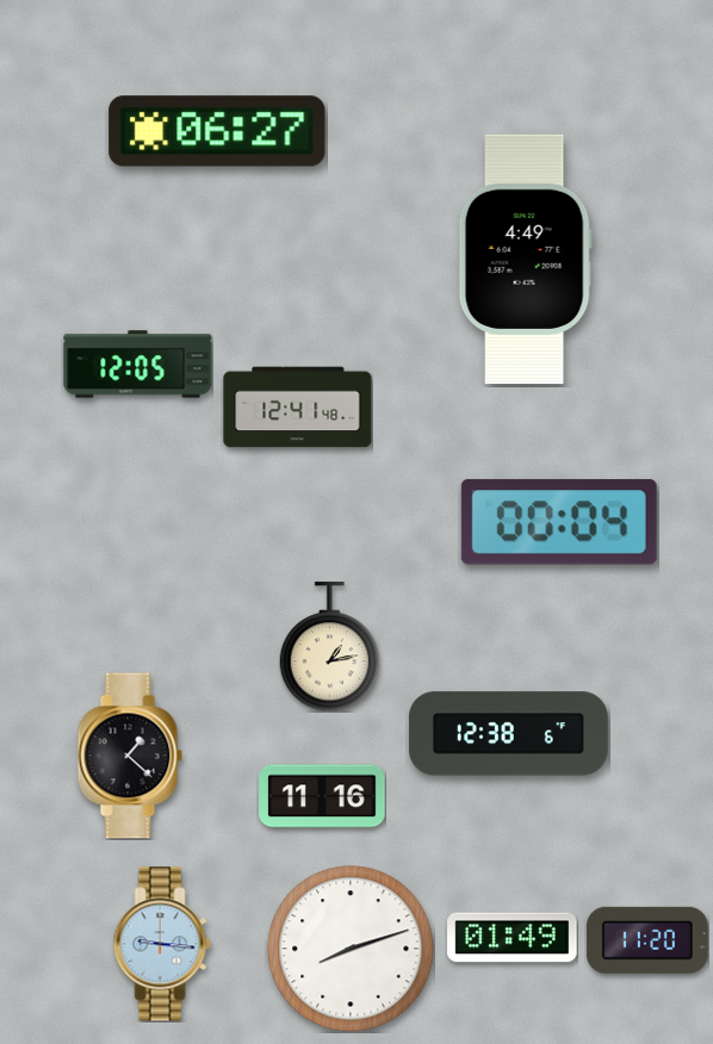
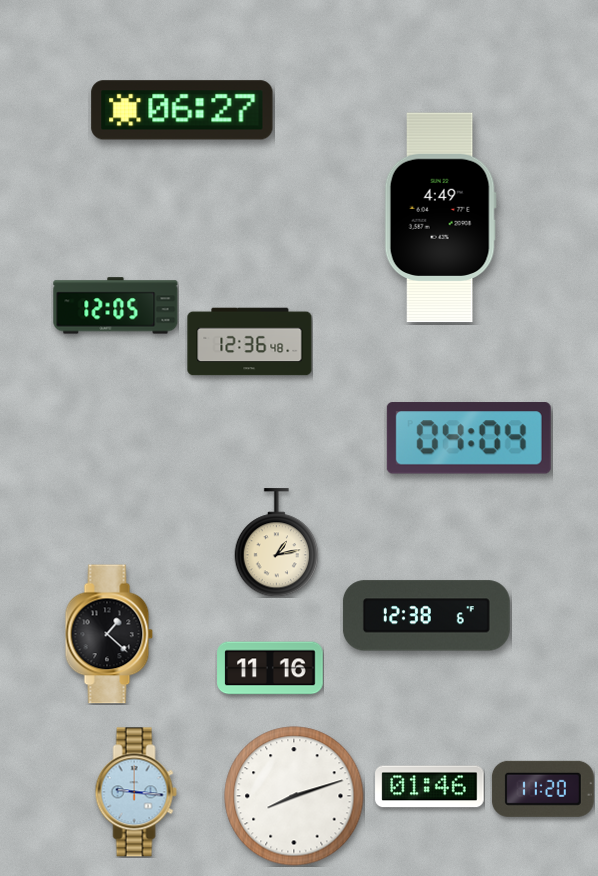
clock at (298, 408): 12:41 -> 12:36
clock at (559, 523): 00:04 -> 04:04
clock at (513, 938): 01:49 -> 01:46
